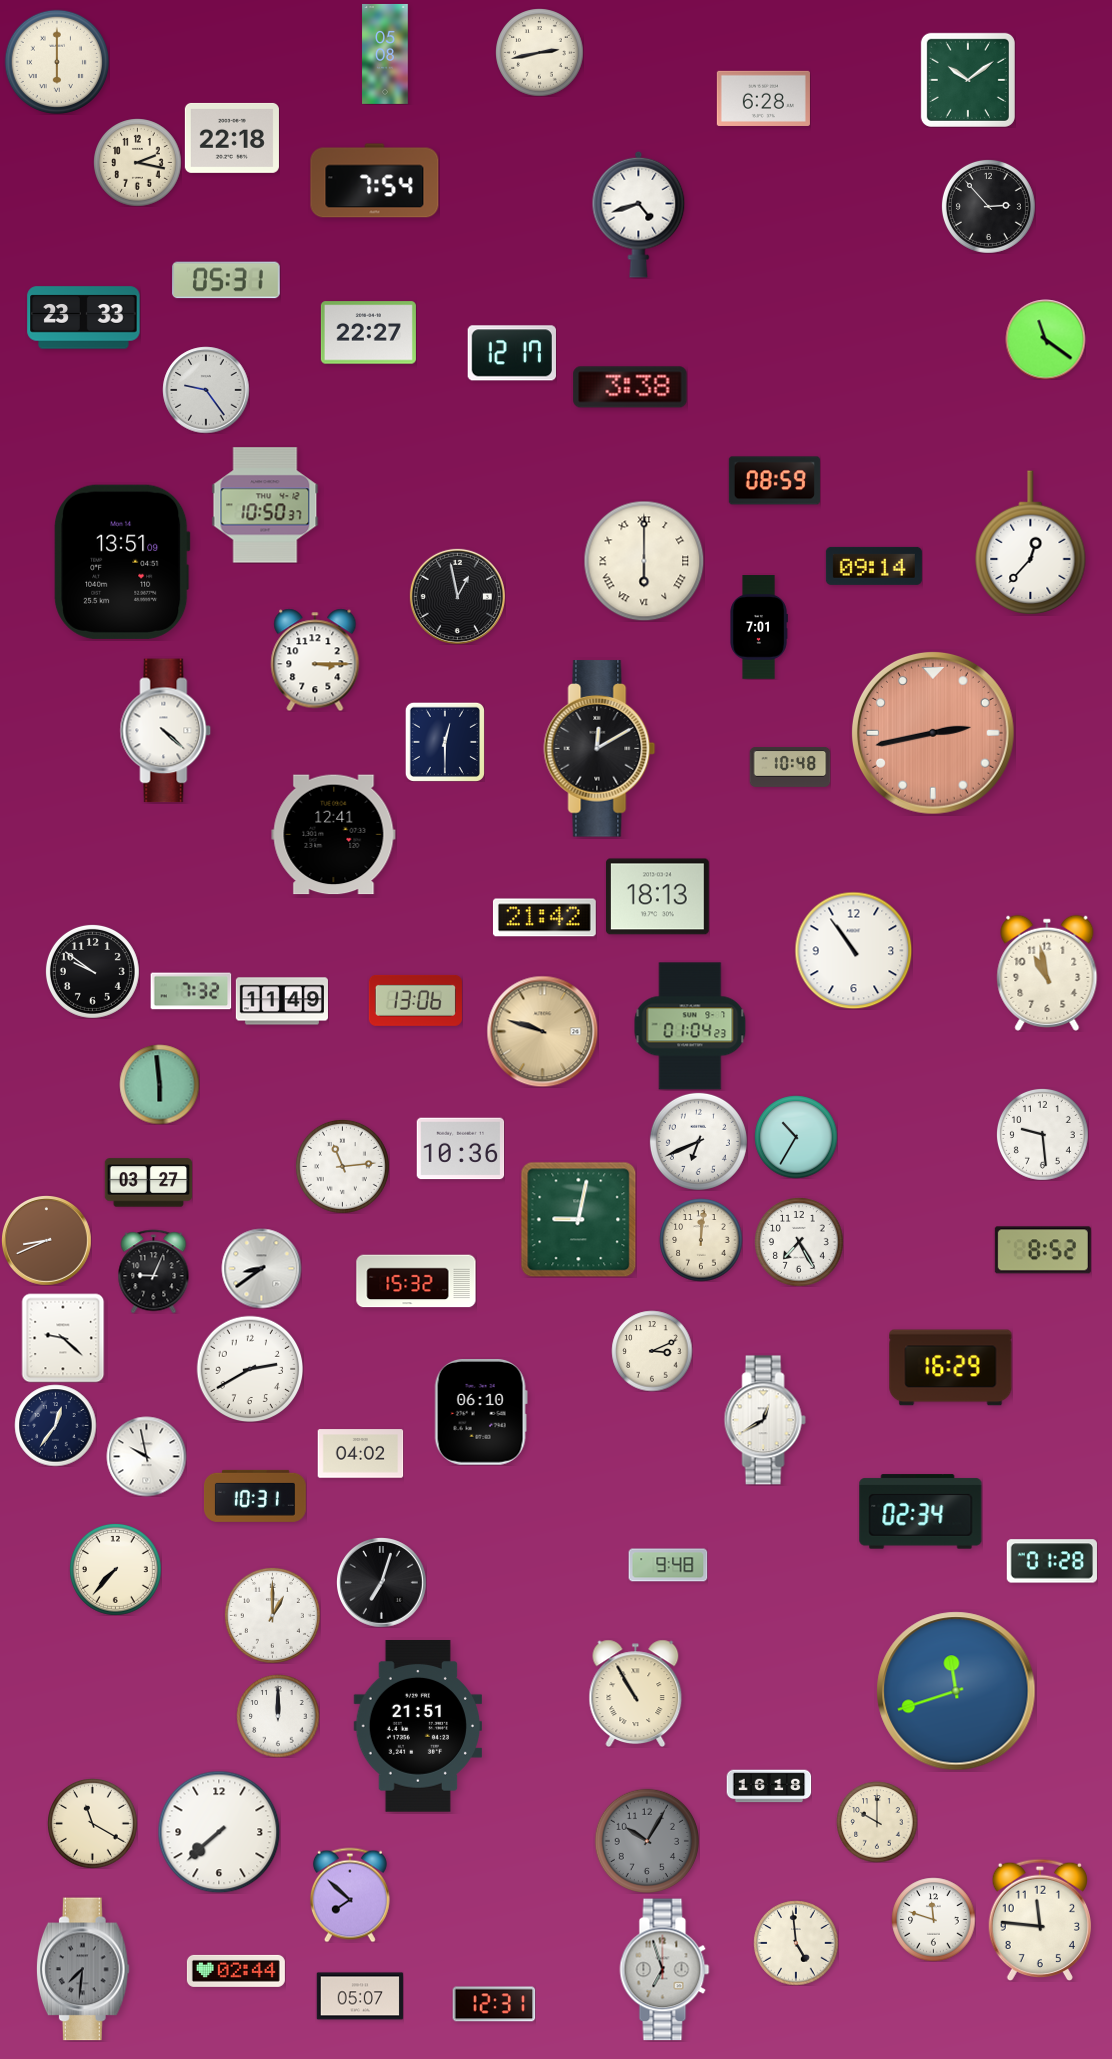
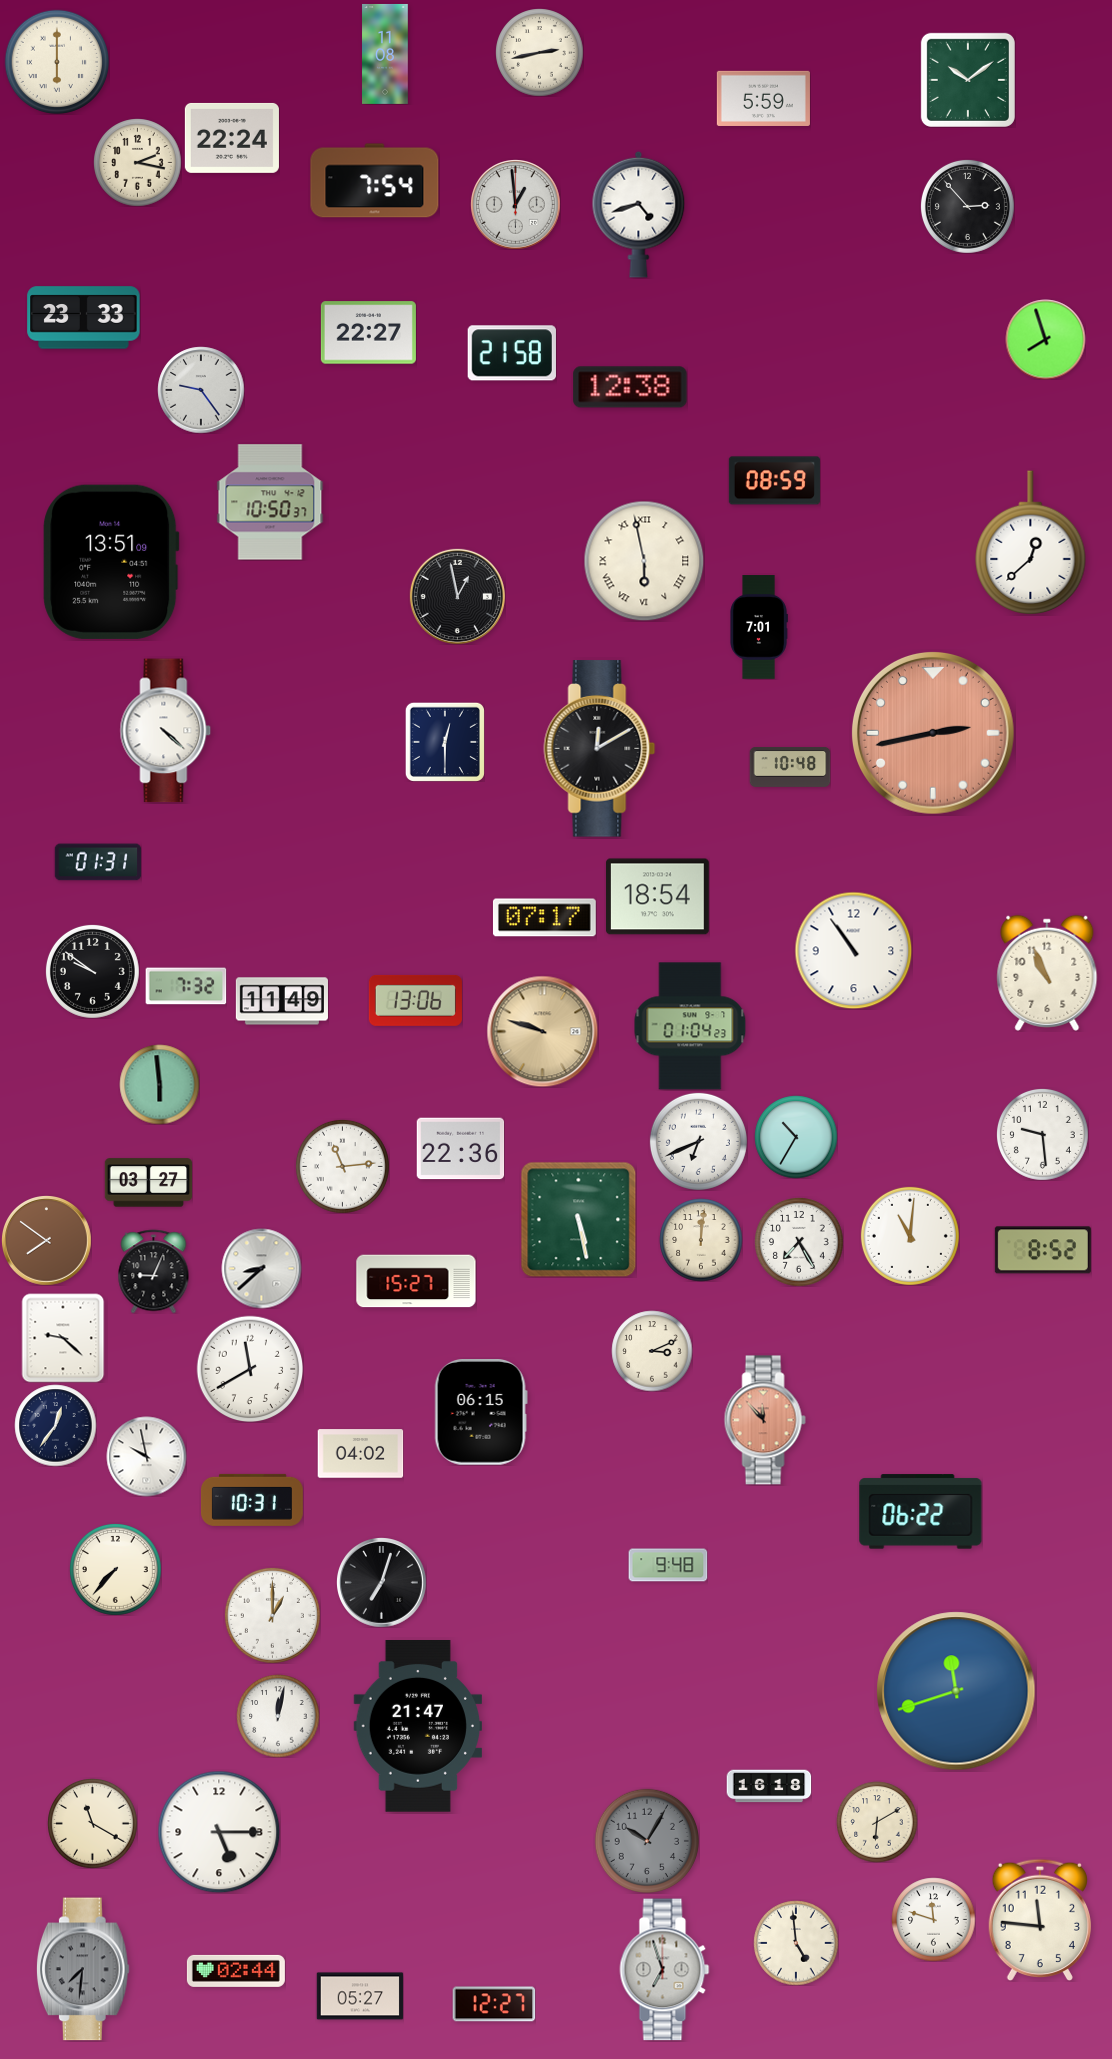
clock at (385, 54): 05:08 -> 11:08
clock at (763, 98): 6:28 -> 5:59
clock at (232, 138): 22:18 -> 22:24
clock at (516, 205): none -> 12:59
clock at (988, 206) position: (988, 206) -> (967, 206)
clock at (226, 280): 05:31 -> none
clock at (1045, 339): 11:21 -> 7:57
clock at (512, 353): 12:17 -> 21:58
clock at (630, 387): 3:38 -> 12:38
clock at (206, 390) position: (206, 390) -> (201, 390)
clock at (265, 505) position: (265, 505) -> (270, 502)
clock at (1031, 543): 12:37 -> 12:38
clock at (644, 561): 6:00 -> 5:58
clock at (122, 562) position: (122, 562) -> (111, 562)
clock at (874, 566): 09:14 -> none
clock at (315, 660): 3:15 -> none
clock at (334, 835): 12:41 -> none
clock at (98, 862): none -> 01:31
clock at (657, 897): 18:13 -> 18:54
clock at (544, 918): 21:42 -> 07:17
clock at (1047, 973): 10:58 -> 10:56
clock at (191, 991) position: (191, 991) -> (186, 986)
clock at (460, 1149): 10:36 -> 22:36
clock at (578, 1219): 9:02 -> 5:28
clock at (910, 1236): none -> 11:01
clock at (47, 1241): 8:41 -> 7:51
clock at (261, 1268): 8:39 -> 8:38
clock at (416, 1281): 15:32 -> 15:27
clock at (951, 1368): 16:29 -> none
clock at (250, 1369): 2:40 -> 11:40
clock at (481, 1413): 06:10 -> 06:15
clock at (765, 1420): 12:40 -> 11:53
clock at (765, 1420) dial: white -> salmon
clock at (255, 1496) position: (255, 1496) -> (252, 1500)
clock at (921, 1512): 02:34 -> 06:22
clock at (1052, 1561): 01:28 -> none
clock at (636, 1693): 10:55 -> none
clock at (278, 1716): 12:00 -> 12:02
clock at (417, 1727): 21:51 -> 21:47
clock at (877, 1822): 10:00 -> 6:10
clock at (219, 1832): 7:38 -> 5:15
clock at (350, 1895): 7:52 -> none
clock at (360, 1996): 05:07 -> 05:27
clock at (494, 2004): 12:31 -> 12:27
